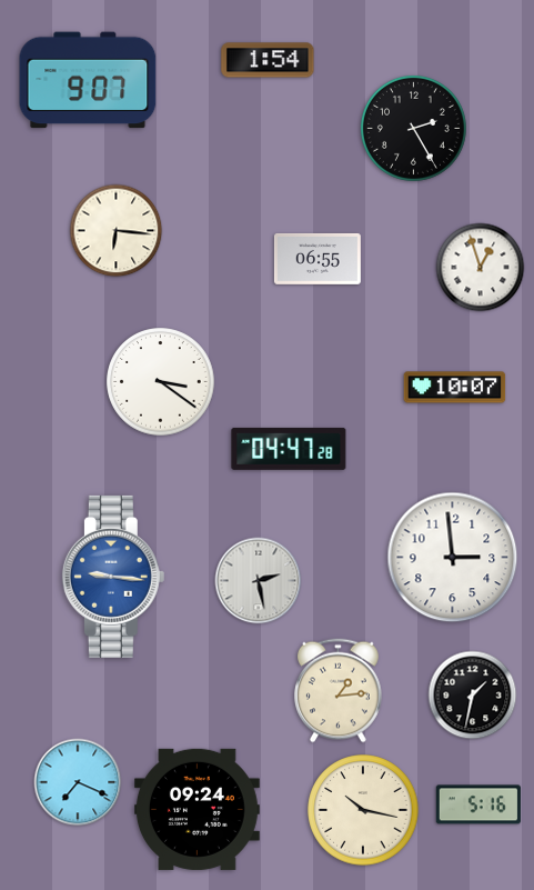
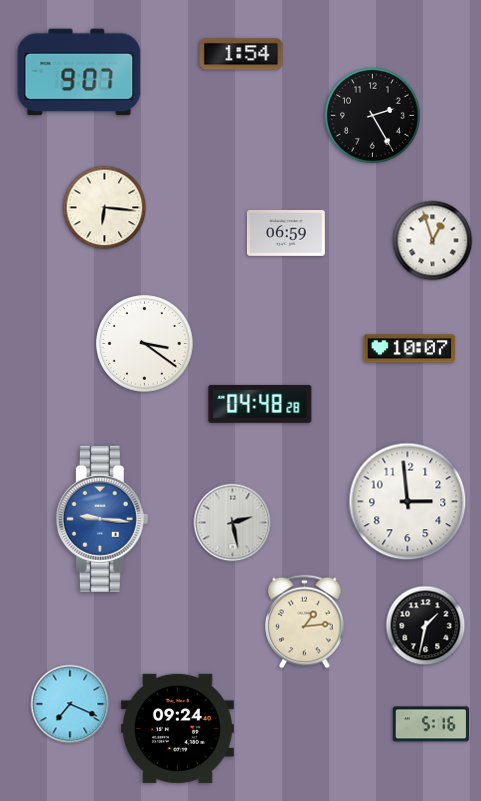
clock at (318, 259): 06:55 -> 06:59
clock at (289, 449): 04:47 -> 04:48
clock at (363, 810): 10:17 -> none
